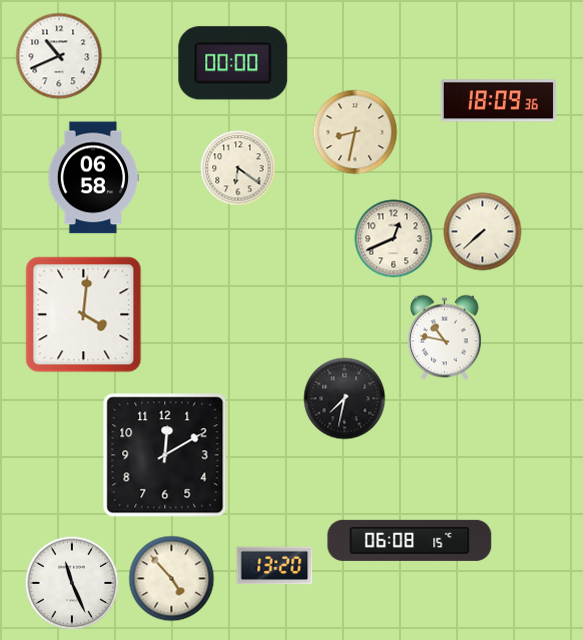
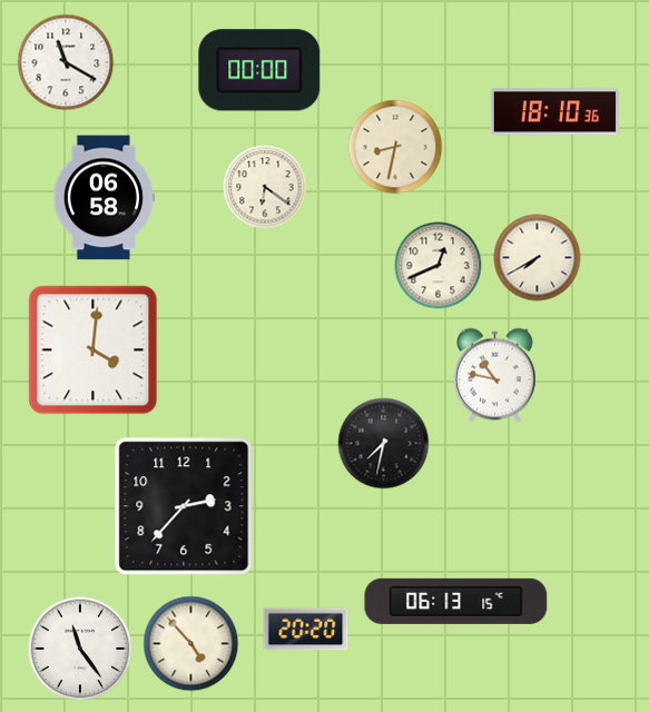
clock at (59, 56): 10:41 -> 11:20
clock at (498, 101): 18:09 -> 18:10
clock at (483, 232): 7:38 -> 7:40
clock at (165, 455): 12:10 -> 2:37
clock at (410, 540): 06:08 -> 06:13
clock at (275, 566): 13:20 -> 20:20
clock at (72, 583): 11:26 -> 11:24
